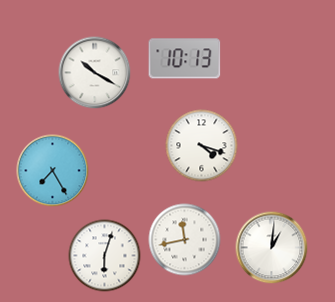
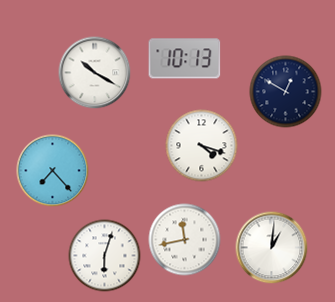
clock at (286, 92): none -> 12:50
clock at (53, 171): 7:25 -> 7:23
